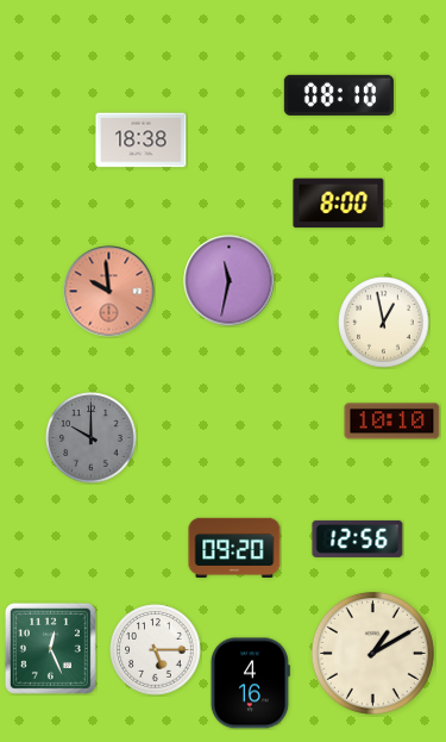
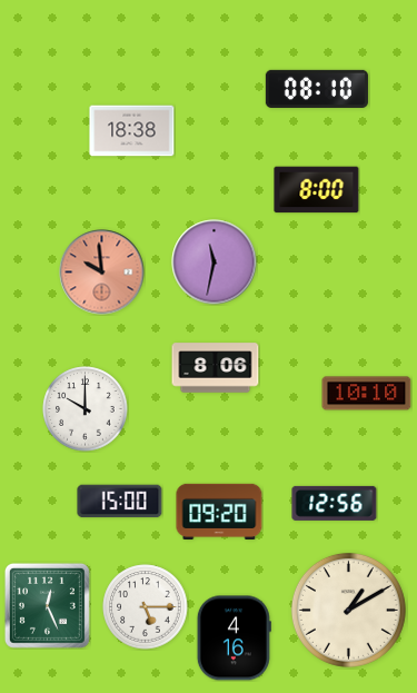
clock at (384, 323): 12:58 -> none
clock at (216, 368): none -> 8:06
clock at (92, 438) dial: grey -> white
clock at (120, 502): none -> 15:00
